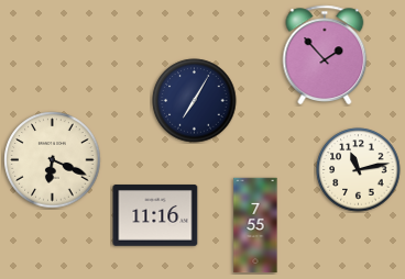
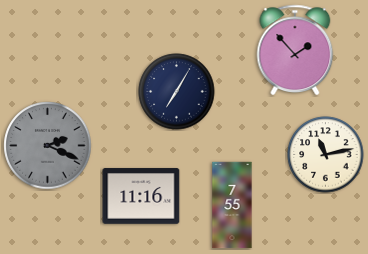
clock at (53, 160): 6:19 -> 2:19
clock at (53, 160) dial: cream -> grey
